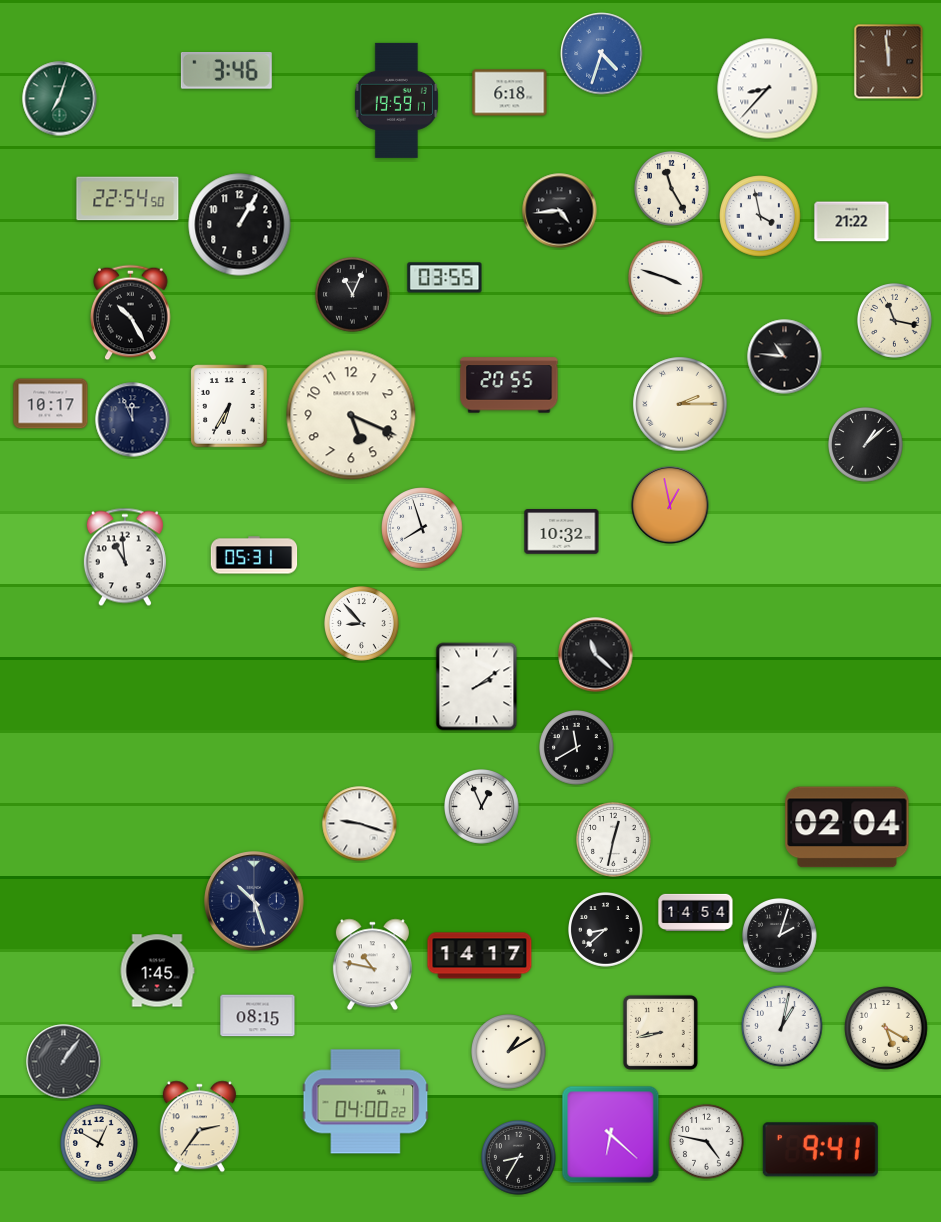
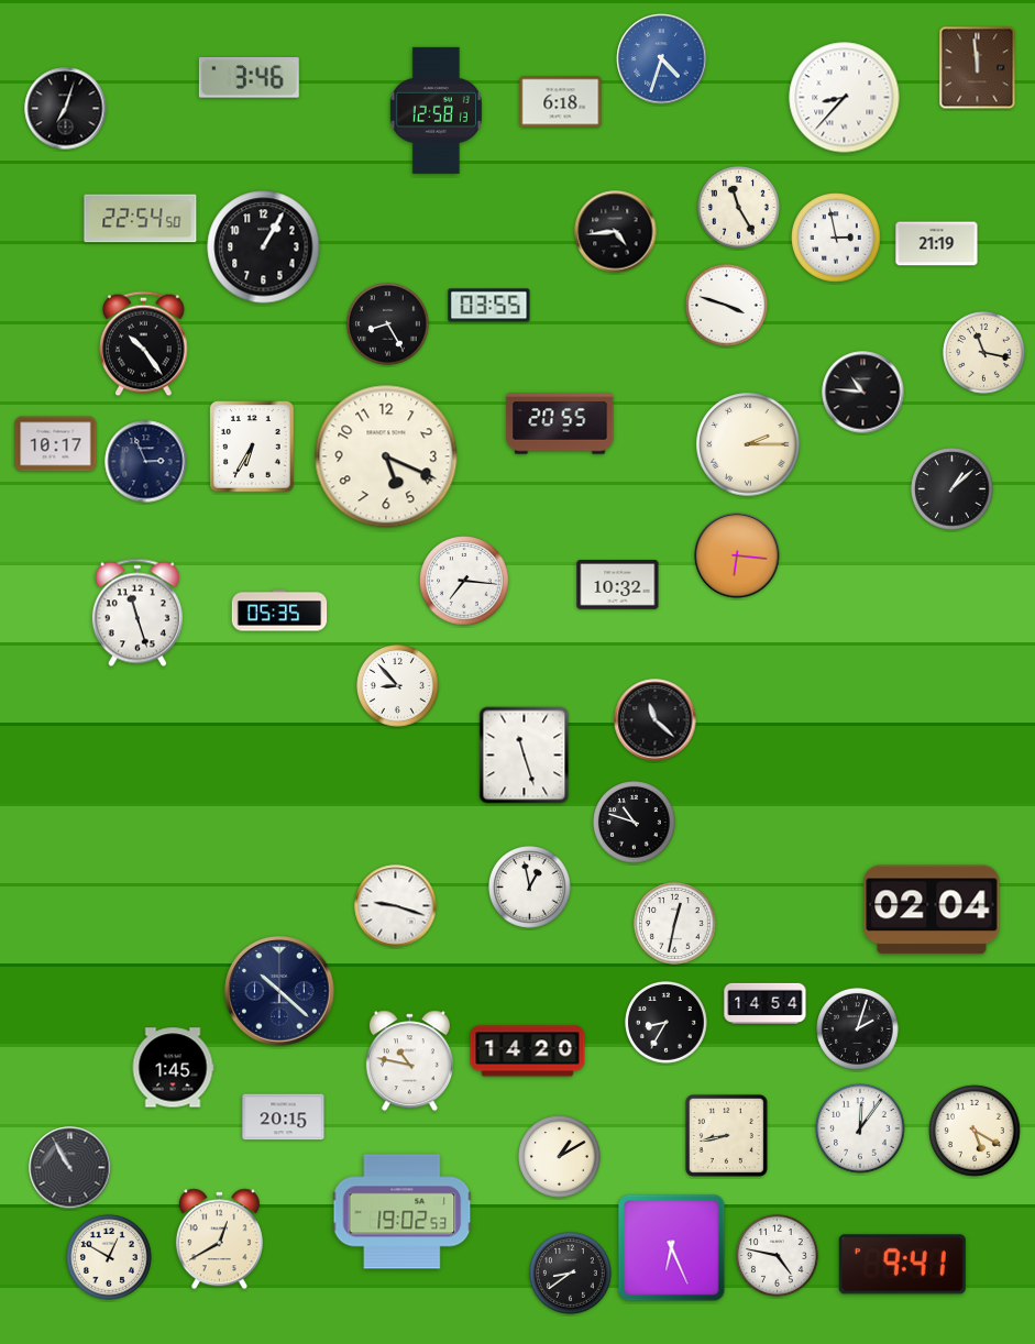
clock at (60, 99) dial: green -> black
clock at (396, 100): 19:59 -> 12:58
clock at (760, 216): 3:58 -> 2:58
clock at (852, 222): 21:22 -> 21:19
clock at (666, 278) position: (666, 278) -> (727, 306)
clock at (353, 295): 11:04 -> 8:25
clock at (131, 313): 10:25 -> 10:24
clock at (133, 420): 11:56 -> 2:56
clock at (670, 505): 12:58 -> 6:16
clock at (422, 528): 7:57 -> 7:16
clock at (254, 555): 05:31 -> 05:35
clock at (125, 557): 10:59 -> 11:27
clock at (477, 687): 2:09 -> 11:27
clock at (577, 748): 11:40 -> 10:48
clock at (482, 807): 12:56 -> 12:58
clock at (254, 901): 10:27 -> 10:22
clock at (606, 930): 8:38 -> 8:35
clock at (480, 956): 14:17 -> 14:20
clock at (258, 1016): 08:15 -> 20:15
clock at (782, 1026): 1:02 -> 12:06
clock at (64, 1062): 1:06 -> 10:55
clock at (366, 1102): 04:00 -> 19:02
clock at (199, 1127): 2:36 -> 12:40
clock at (611, 1135): 6:22 -> 6:26
clock at (519, 1158): 8:35 -> 8:39
